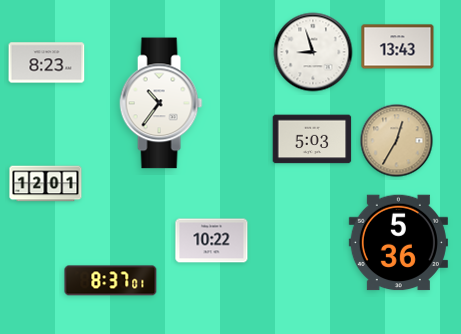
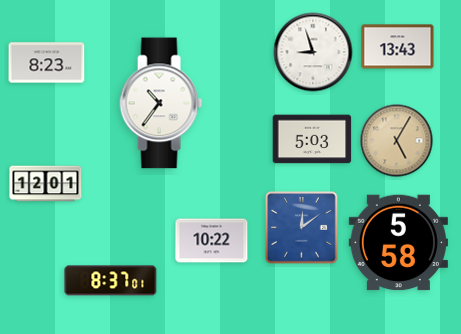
clock at (397, 141): 12:35 -> 5:05
clock at (302, 228): none -> 12:09
clock at (398, 243): 5:36 -> 5:58
